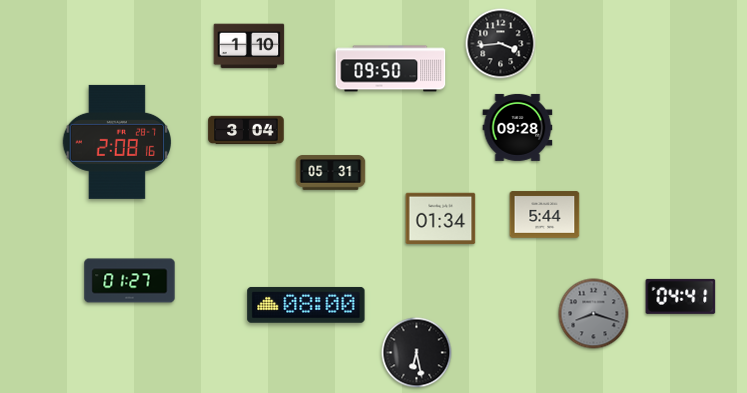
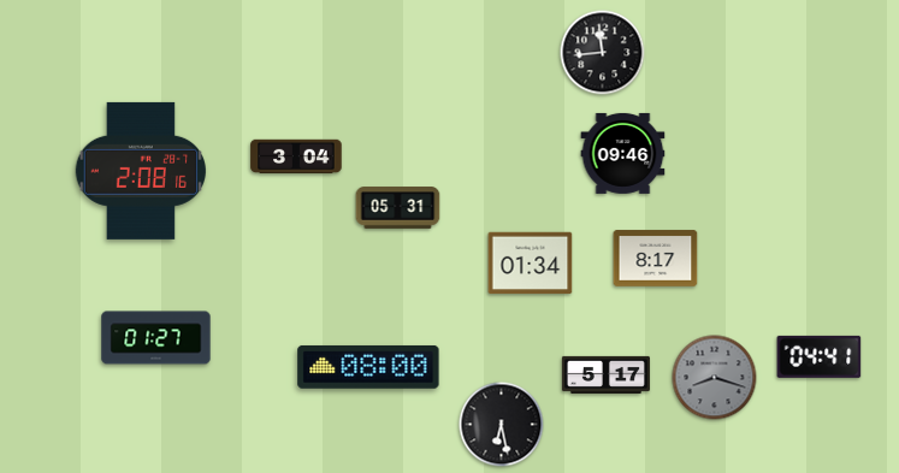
clock at (501, 44): 3:44 -> 11:44
clock at (249, 46): 1:10 -> none
clock at (391, 69): 09:50 -> none
clock at (518, 127): 09:28 -> 09:46
clock at (545, 215): 5:44 -> 8:17
clock at (605, 374): none -> 5:17
